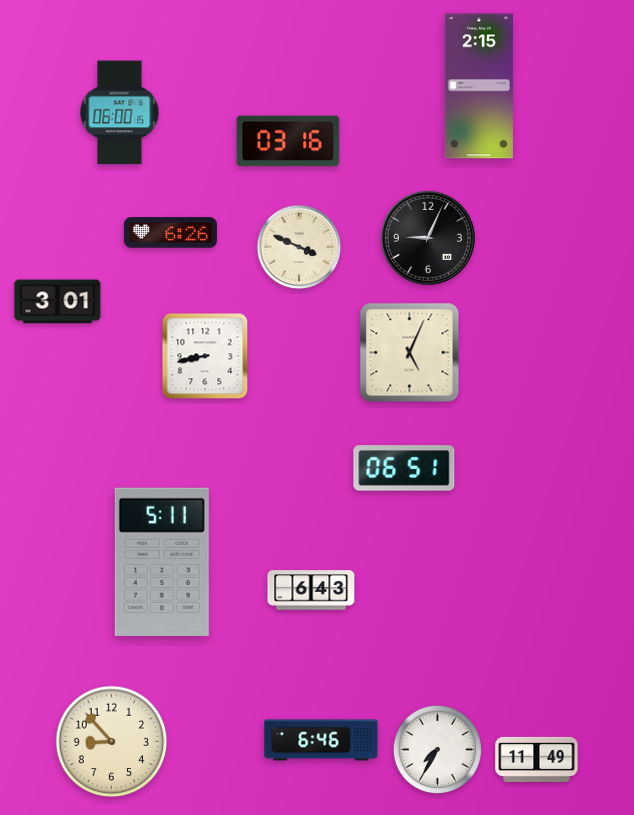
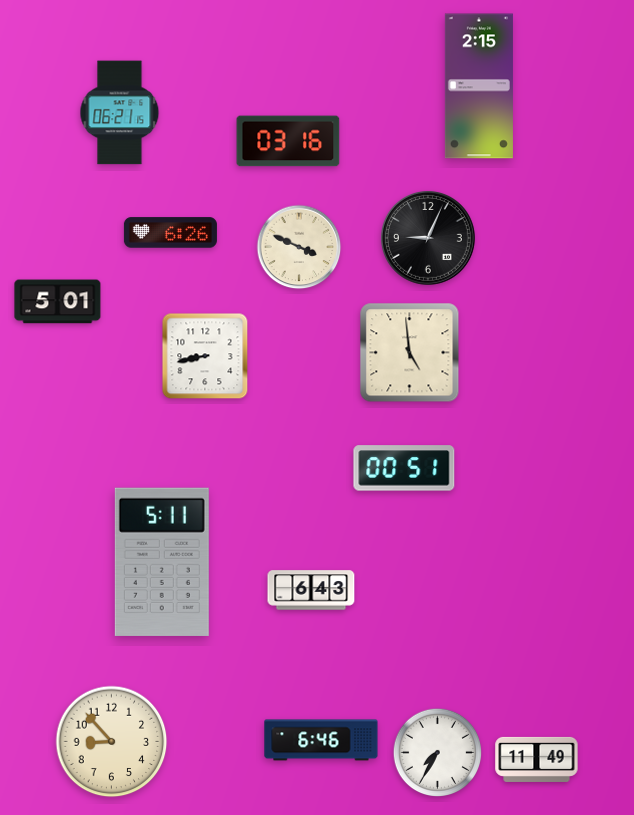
clock at (120, 113): 06:00 -> 06:21
clock at (58, 302): 3:01 -> 5:01
clock at (410, 353): 5:04 -> 4:59
clock at (404, 468): 06:51 -> 00:51
clock at (437, 749) position: (437, 749) -> (437, 752)
